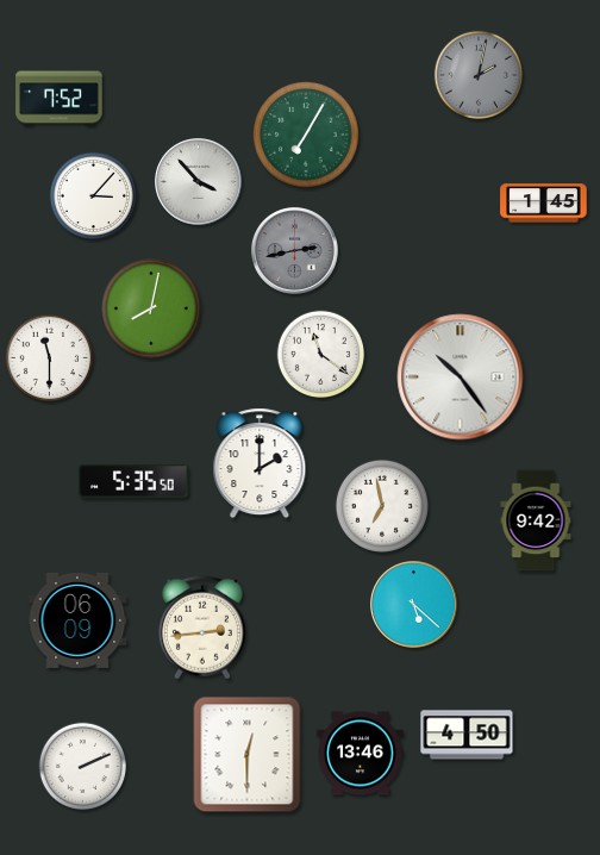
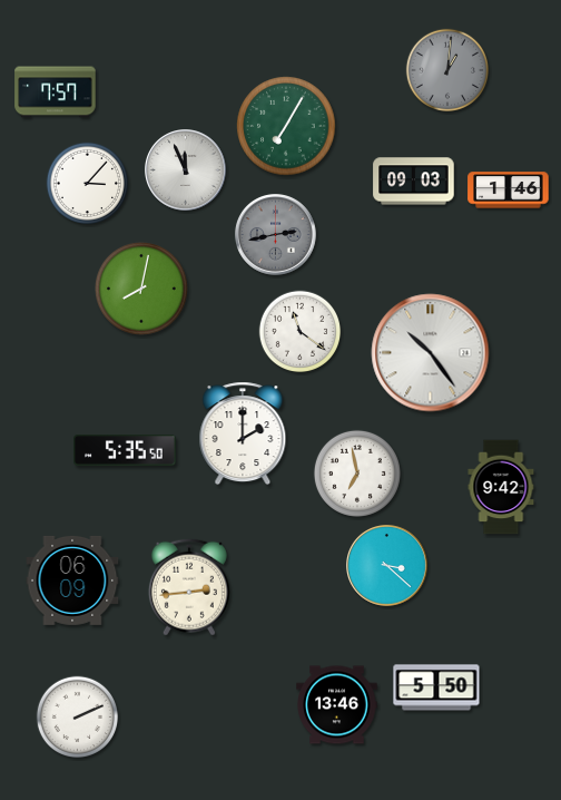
clock at (477, 74): 2:02 -> 1:01
clock at (60, 99): 7:52 -> 7:57
clock at (199, 182): 3:53 -> 11:56
clock at (414, 182): none -> 09:03
clock at (544, 204): 1:45 -> 1:46
clock at (50, 358): 11:30 -> none
clock at (414, 605): 5:22 -> 3:22
clock at (467, 735): 4:50 -> 5:50
clock at (248, 755): 12:30 -> none
